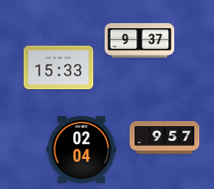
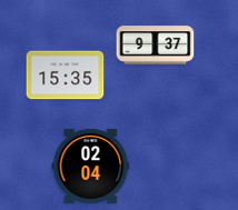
clock at (59, 68): 15:33 -> 15:35
clock at (165, 138): 9:57 -> none
